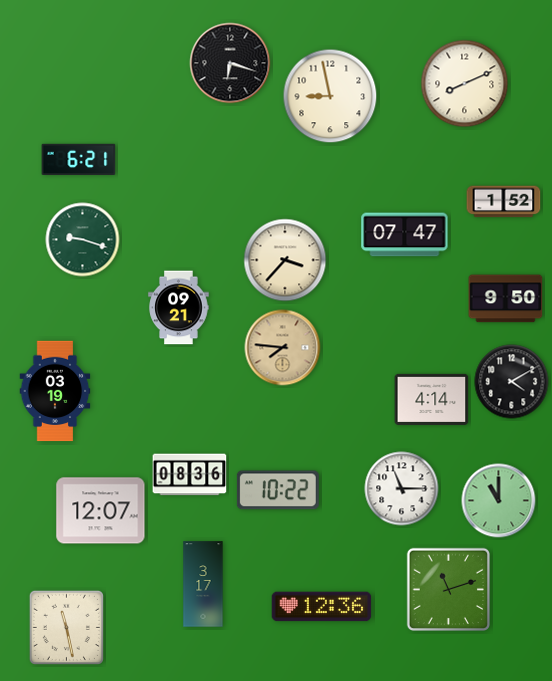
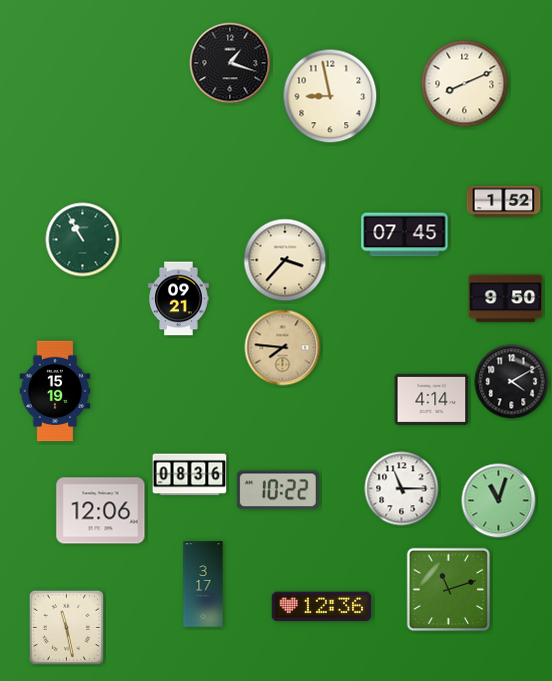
clock at (230, 63): 6:18 -> 1:18
clock at (79, 159): 6:21 -> none
clock at (405, 235): 07:47 -> 07:45
clock at (83, 240): 9:18 -> 10:55
clock at (179, 308) position: (179, 308) -> (179, 299)
clock at (55, 391): 03:19 -> 15:19
clock at (499, 501): 11:00 -> 11:03
clock at (101, 511): 12:07 -> 12:06
